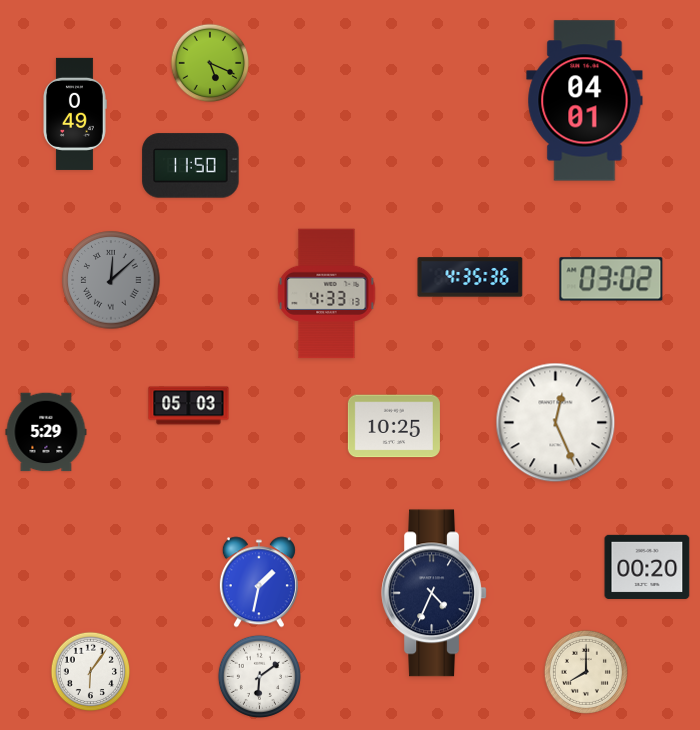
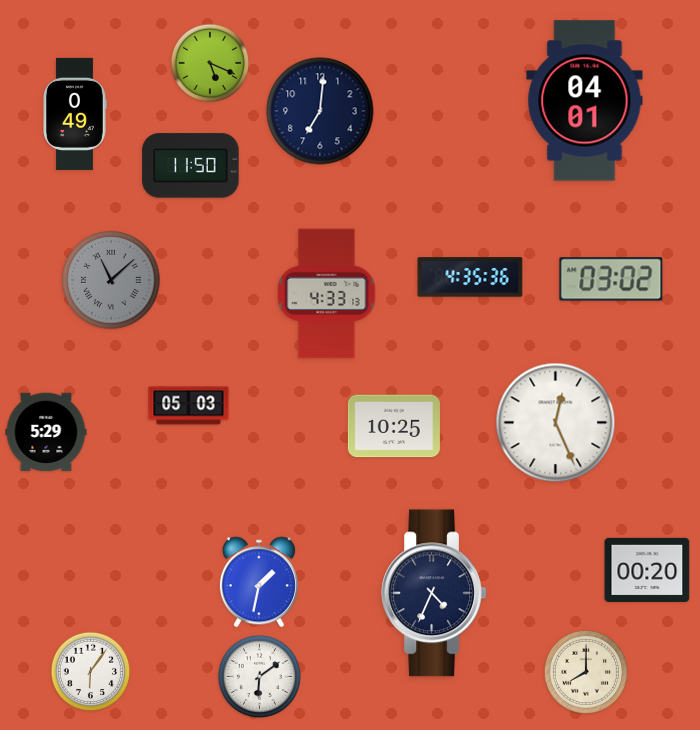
clock at (320, 111): none -> 7:01
clock at (111, 280): 12:08 -> 11:08
clock at (647, 567) position: (647, 567) -> (647, 570)
